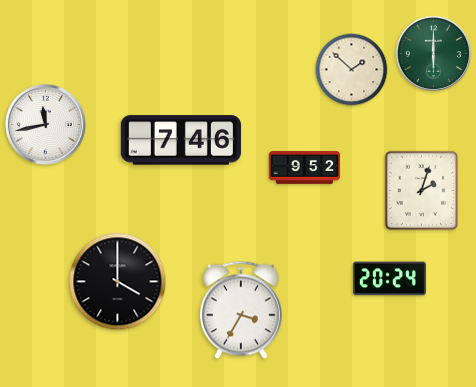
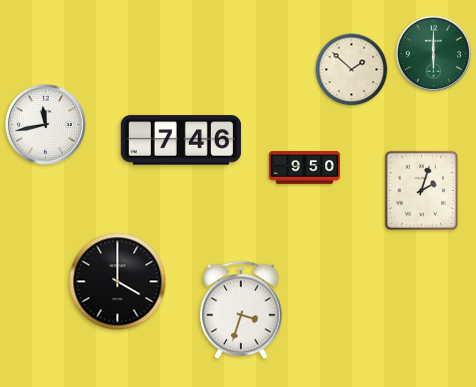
clock at (305, 168): 9:52 -> 9:50
clock at (389, 279): 20:24 -> none
clock at (241, 310): 3:35 -> 3:33
